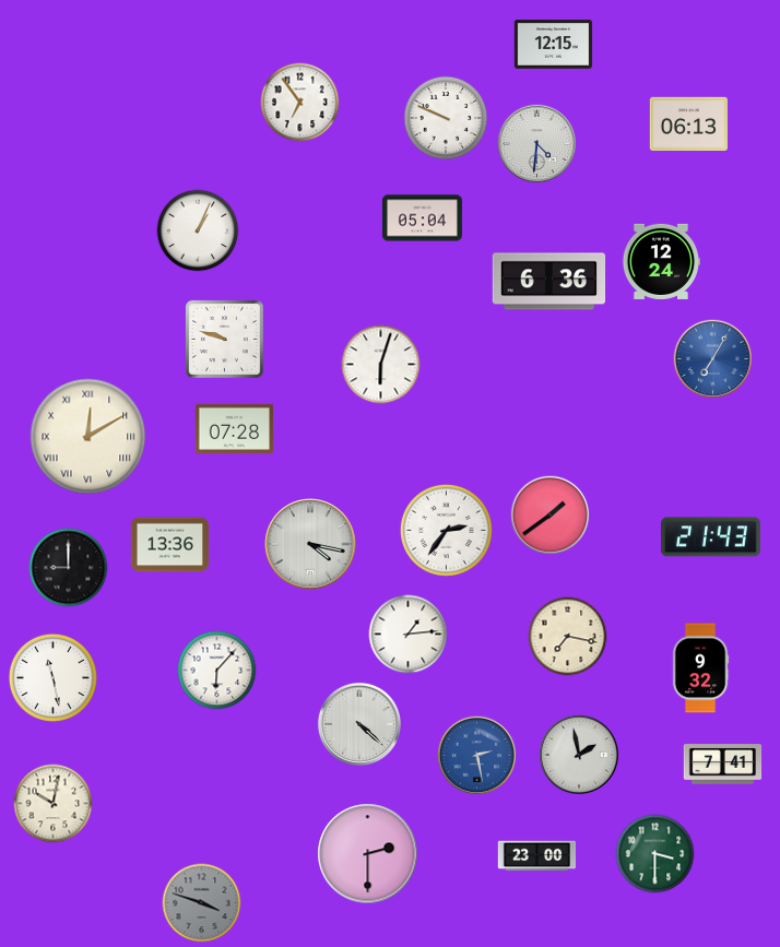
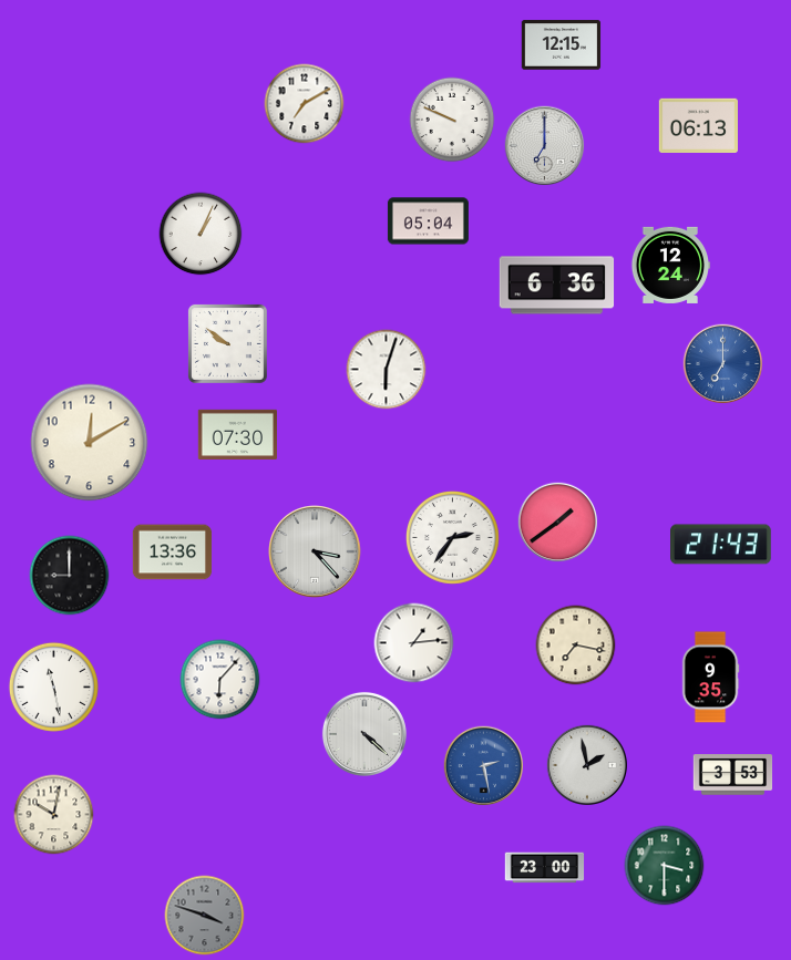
clock at (300, 103): 6:54 -> 7:10
clock at (537, 144): 4:31 -> 7:00
clock at (224, 339): 9:48 -> 9:51
clock at (713, 359): 7:05 -> 7:00
clock at (234, 428): 07:28 -> 07:30
clock at (88, 437) numerals: Roman -> Arabic
clock at (310, 544): 4:17 -> 3:23
clock at (700, 668): 9:32 -> 9:35
clock at (723, 765): 7:41 -> 3:53
clock at (368, 854): 2:30 -> none
